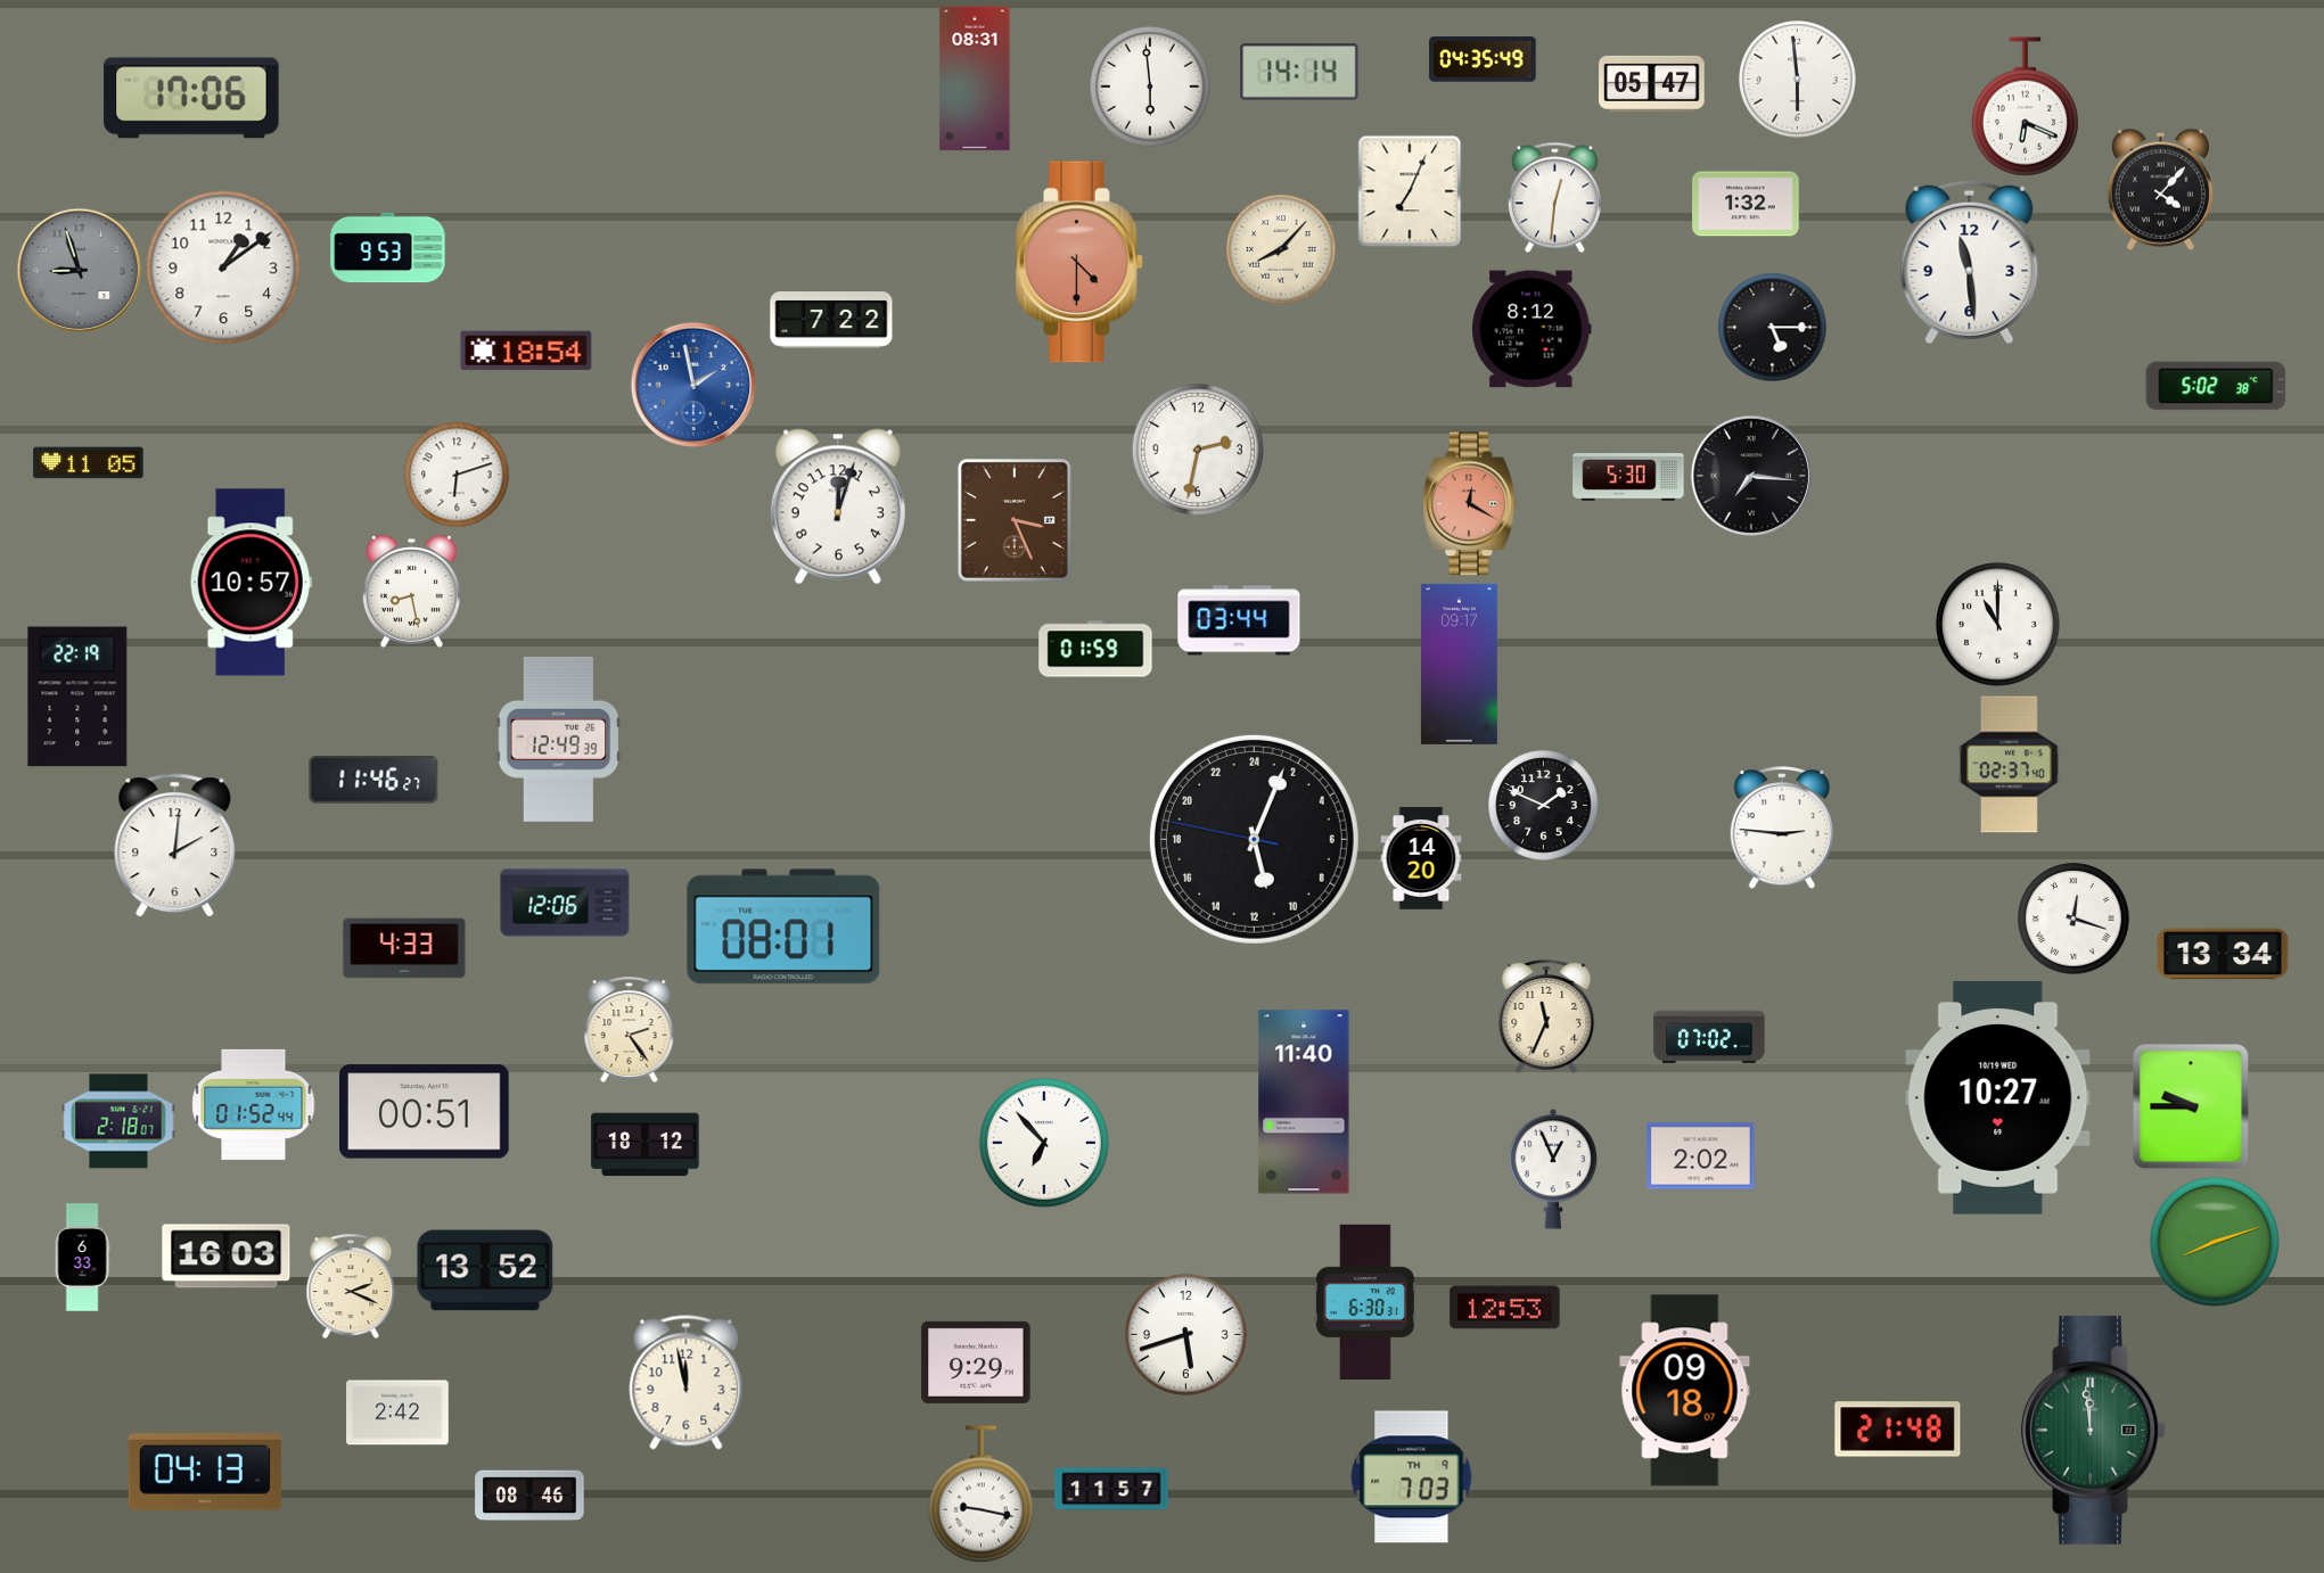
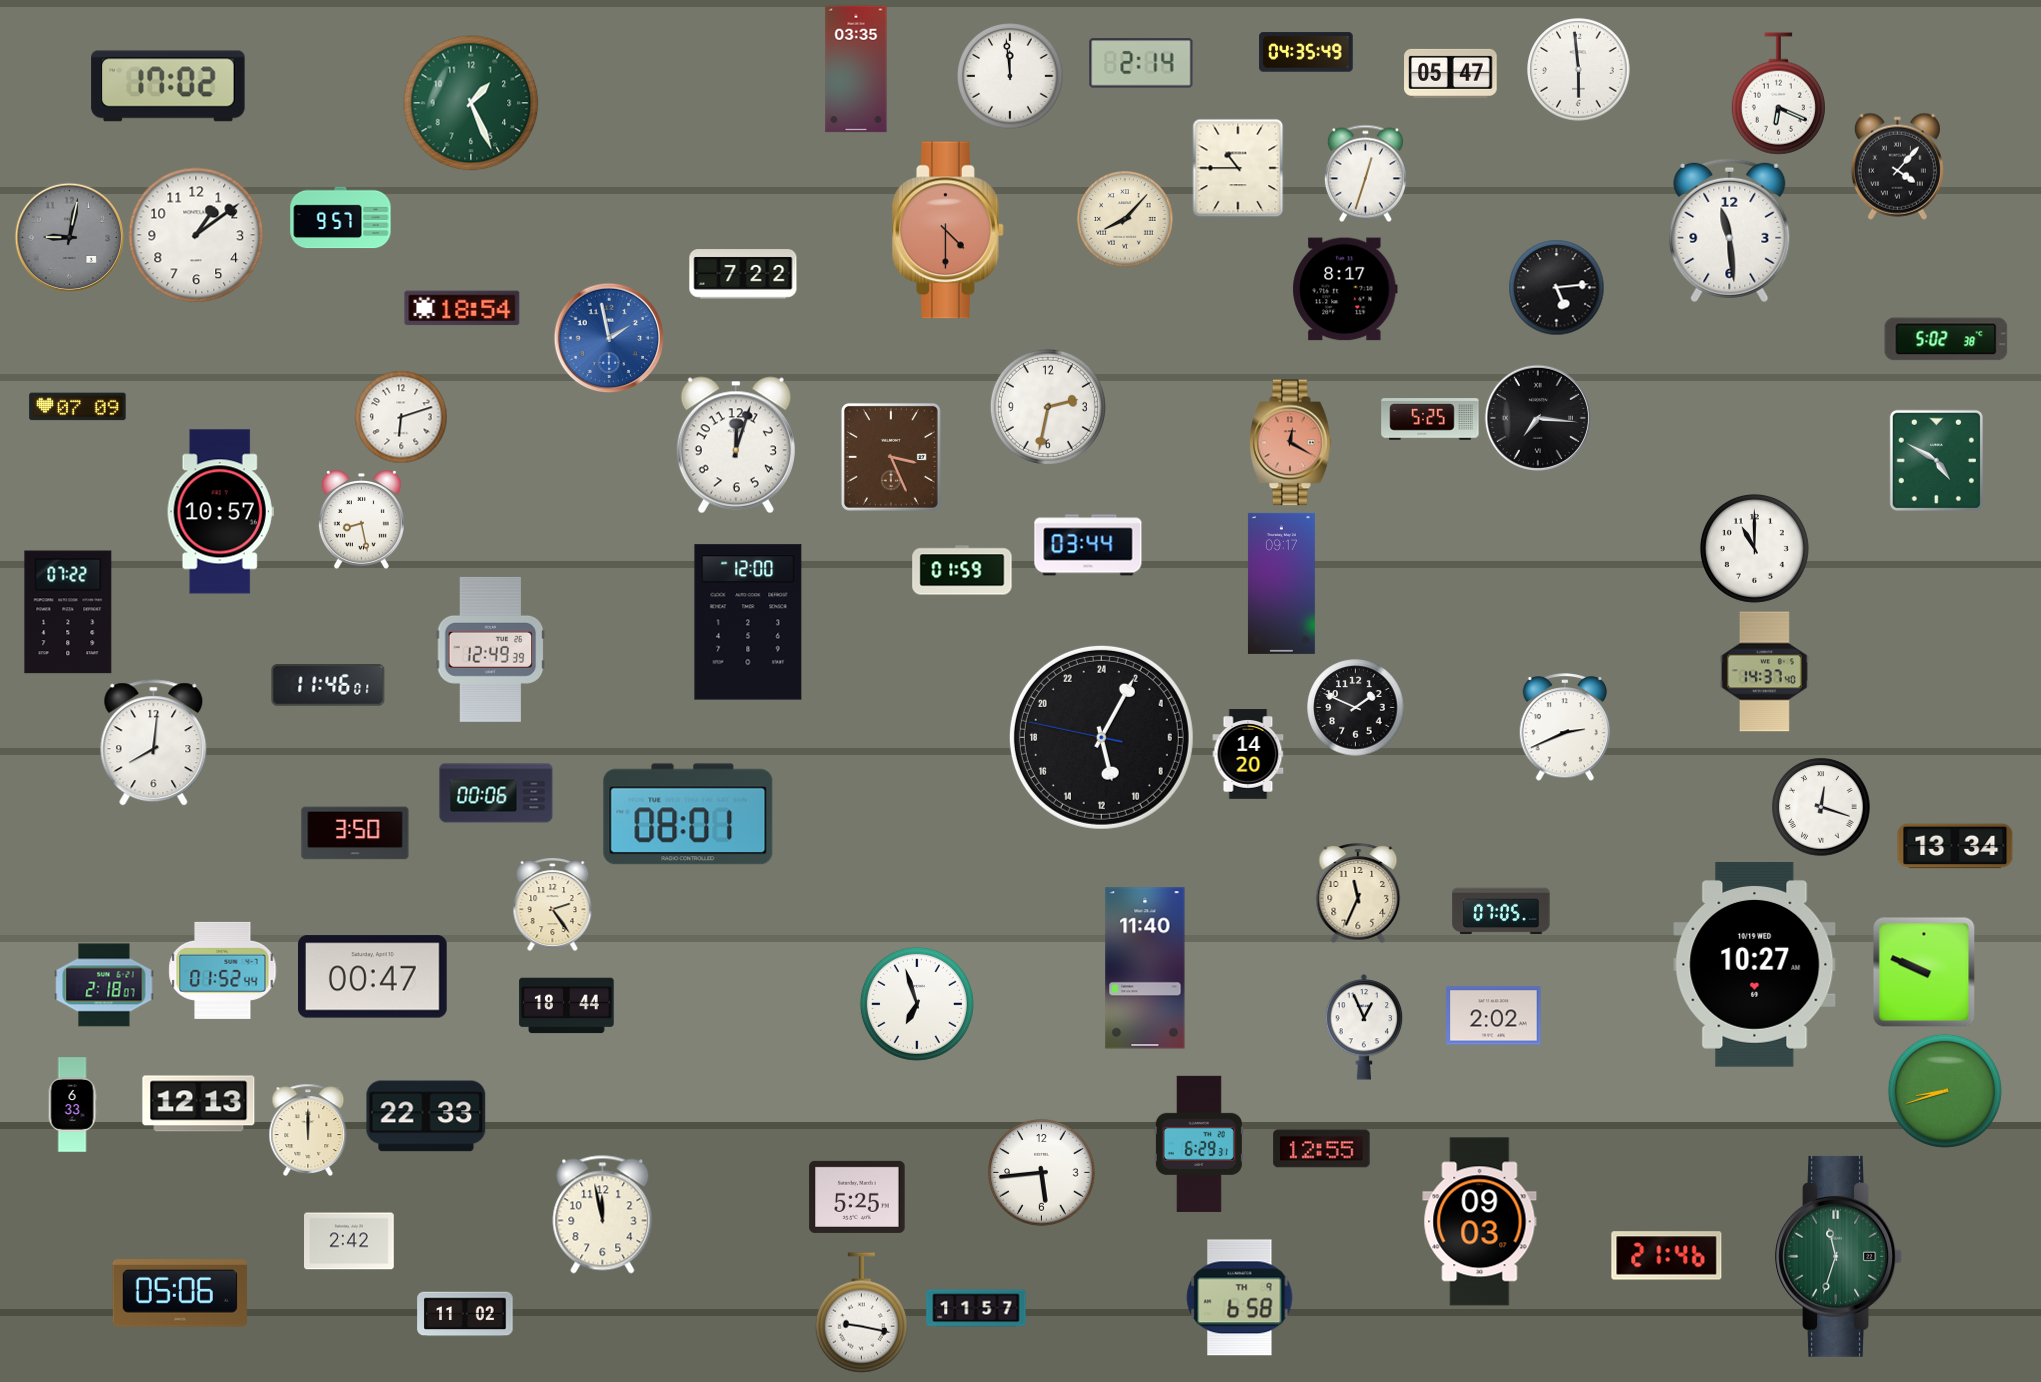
clock at (1483, 59) position: (1483, 59) -> (1306, 52)
clock at (1299, 72): 14:14 -> 2:14
clock at (975, 79): 08:31 -> 03:35
clock at (1151, 88): 5:59 -> 11:59
clock at (191, 98): 17:06 -> 17:02
clock at (471, 103): none -> 1:26
clock at (1410, 191): 7:04 -> 10:45
clock at (1554, 197): 12:31 -> 12:33
clock at (1746, 204): 1:32 -> none
clock at (388, 248): 9:53 -> 9:57
clock at (79, 270): 8:57 -> 9:02
clock at (831, 320) position: (831, 320) -> (743, 274)
clock at (1772, 327): 5:15 -> 5:14
clock at (1531, 329): 8:12 -> 8:17
clock at (1198, 450) position: (1198, 450) -> (1048, 407)
clock at (89, 463): 11:05 -> 07:09
clock at (1628, 477): 5:30 -> 5:25
clock at (1936, 460): none -> 4:50
clock at (77, 697): 22:19 -> 07:22
clock at (748, 622): none -> 12:00
clock at (2009, 765): 02:37 -> 14:37
clock at (373, 780): 11:46:27 -> 11:46:01
clock at (1782, 827): 2:46 -> 2:41
clock at (1254, 839): 11:03 -> 11:04
clock at (175, 846): 2:01 -> 8:01
clock at (565, 903): 12:06 -> 00:06
clock at (404, 948): 4:33 -> 3:50
clock at (2223, 954) position: (2223, 954) -> (1955, 846)
clock at (1709, 1037): 07:02 -> 07:05
clock at (2191, 1106): 9:45 -> 9:49
clock at (425, 1112): 00:51 -> 00:47
clock at (1044, 1143): 6:53 -> 6:57
clock at (646, 1145): 18:12 -> 18:44
clock at (2215, 1242): 8:12 -> 8:42
clock at (227, 1257): 16:03 -> 12:13
clock at (485, 1270): 13:52 -> 22:33
clock at (351, 1286): 2:19 -> 12:00
clock at (1365, 1302): 6:30 -> 6:29
clock at (1505, 1308): 12:53 -> 12:55
clock at (1185, 1334): 5:42 -> 5:44
clock at (976, 1362): 9:29 -> 5:25
clock at (1685, 1391): 09:18 -> 09:03
clock at (1898, 1430): 21:48 -> 21:46
clock at (2093, 1430): 11:59 -> 11:33
clock at (205, 1473): 04:13 -> 05:06
clock at (1412, 1477): 7:03 -> 6:58
clock at (529, 1496): 08:46 -> 11:02
